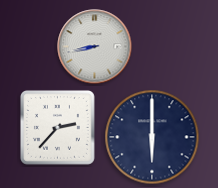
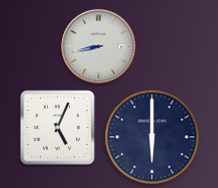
clock at (95, 47) position: (95, 47) -> (99, 47)
clock at (57, 127): 2:37 -> 5:04
